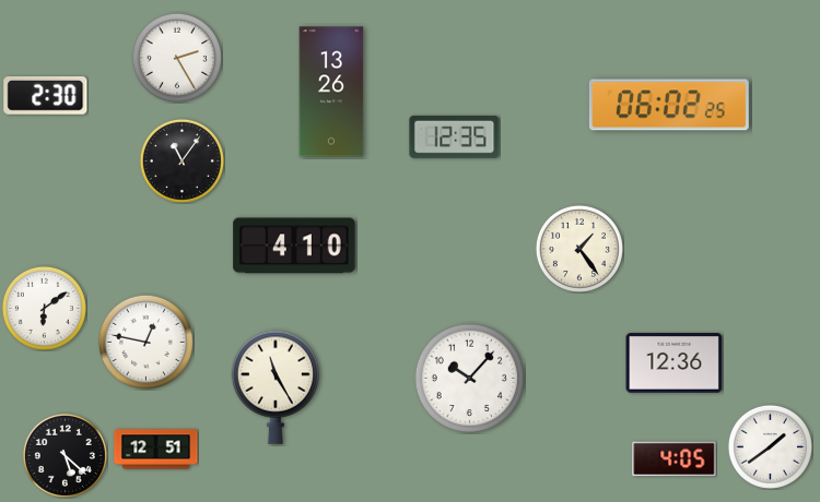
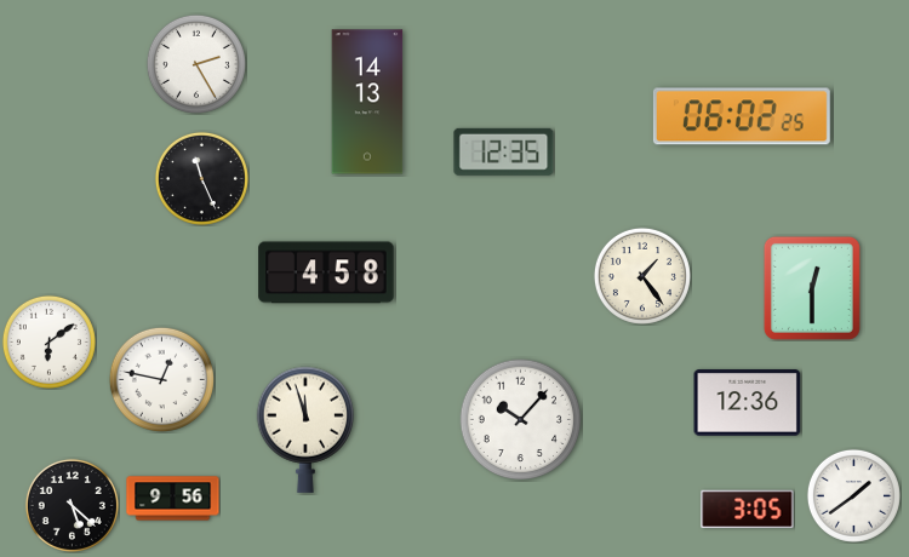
clock at (331, 92): 13:26 -> 14:13
clock at (46, 95): 2:30 -> none
clock at (181, 160): 11:06 -> 11:26
clock at (294, 246): 4:10 -> 4:58
clock at (812, 288): none -> 12:30
clock at (276, 387): 11:25 -> 11:57
clock at (156, 450): 12:51 -> 9:56
clock at (675, 459): 4:05 -> 3:05
